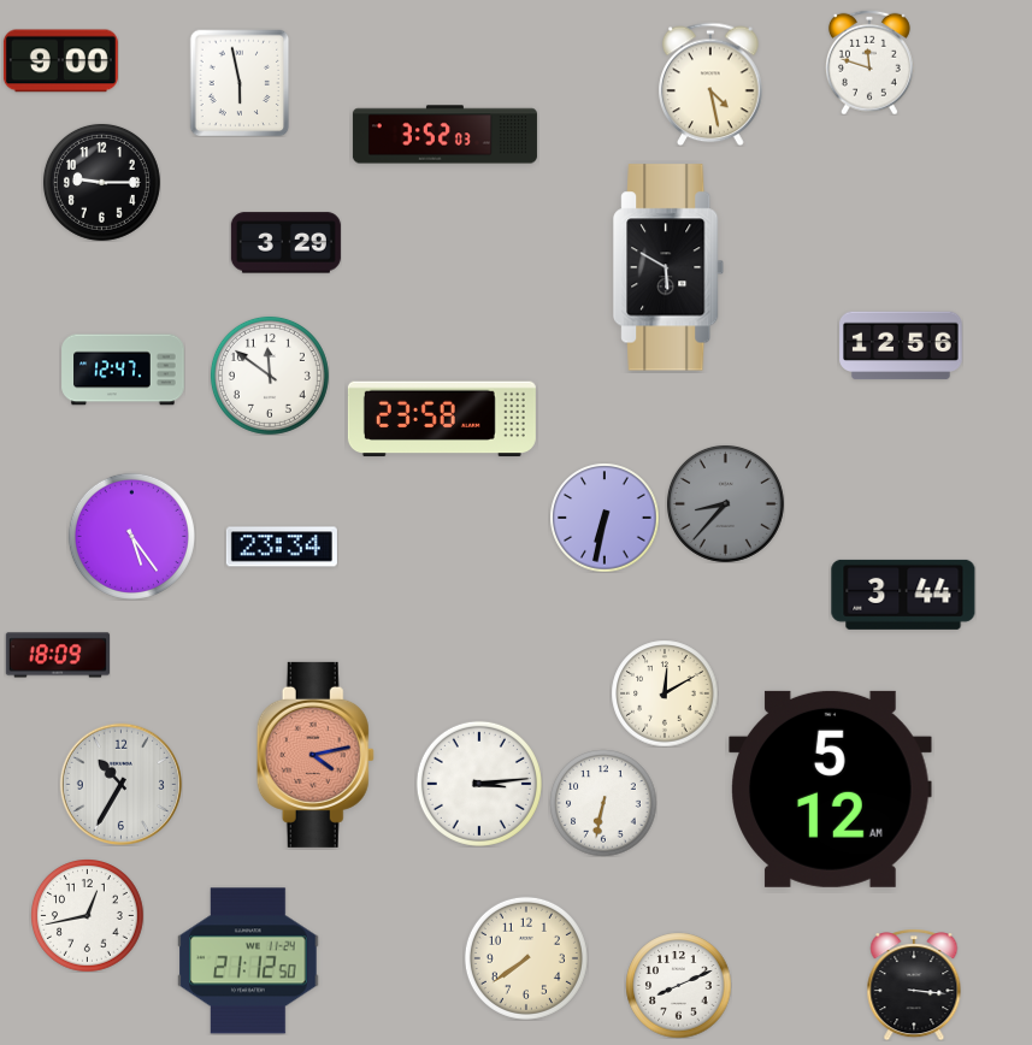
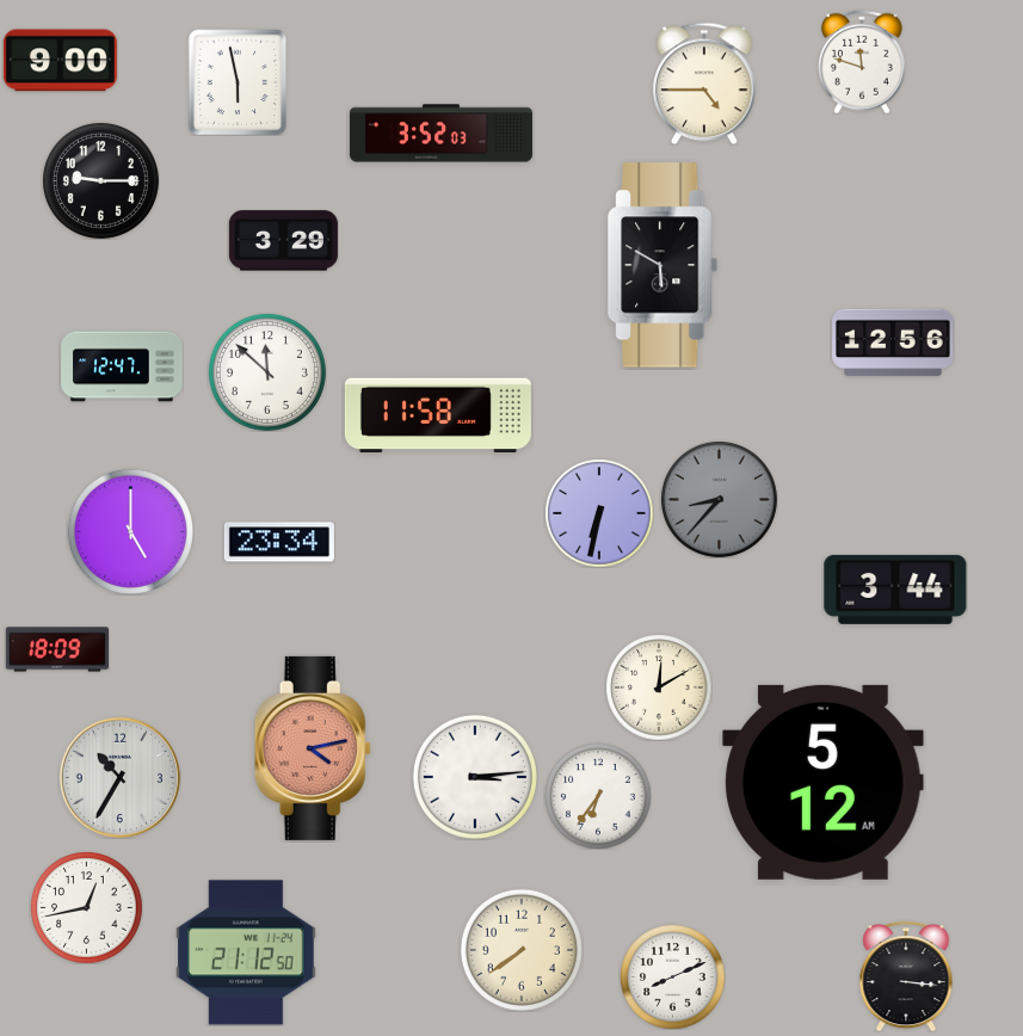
clock at (710, 84): 4:28 -> 4:45
clock at (270, 376): 11:51 -> 11:52
clock at (442, 419): 23:58 -> 11:58
clock at (131, 536): 5:24 -> 5:00
clock at (603, 803): 6:32 -> 6:36
